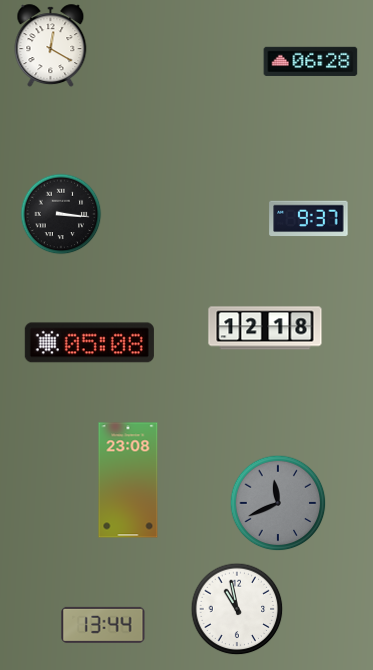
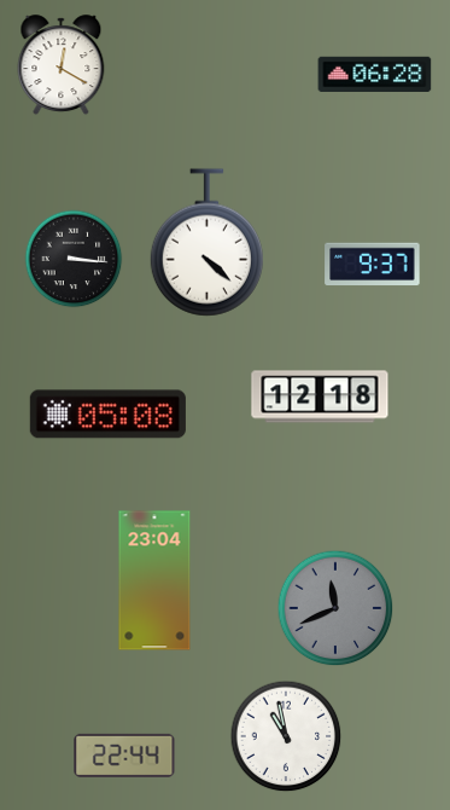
clock at (51, 46) position: (51, 46) -> (62, 65)
clock at (206, 243): none -> 4:22
clock at (128, 480): 23:08 -> 23:04
clock at (103, 625): 13:44 -> 22:44
